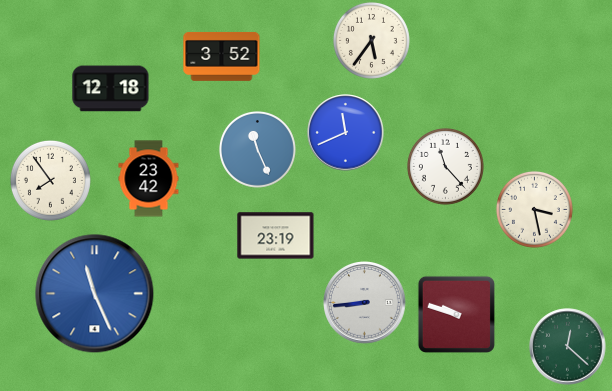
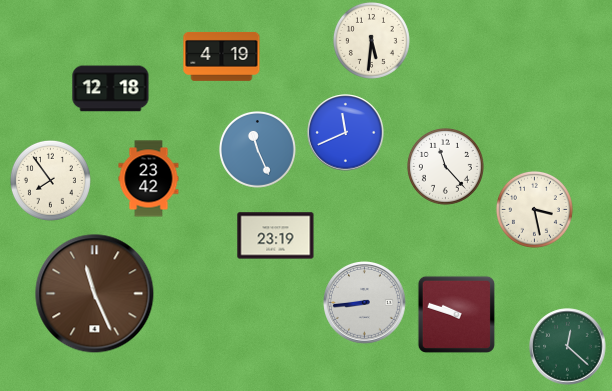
clock at (371, 40): 5:36 -> 5:31
clock at (222, 56): 3:52 -> 4:19
clock at (95, 294) dial: blue -> brown
